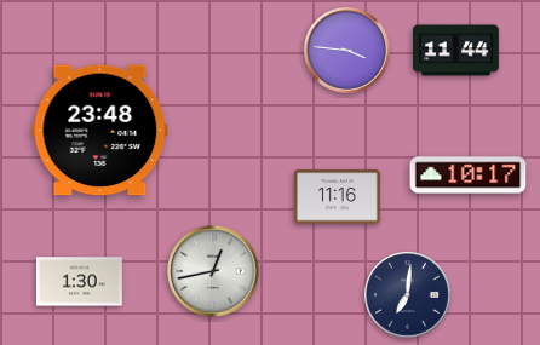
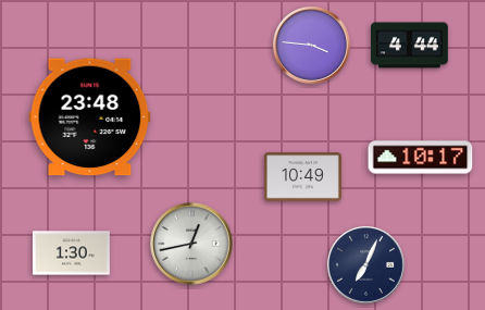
clock at (456, 51): 11:44 -> 4:44
clock at (338, 197): 11:16 -> 10:49
clock at (408, 295): 7:01 -> 7:04
